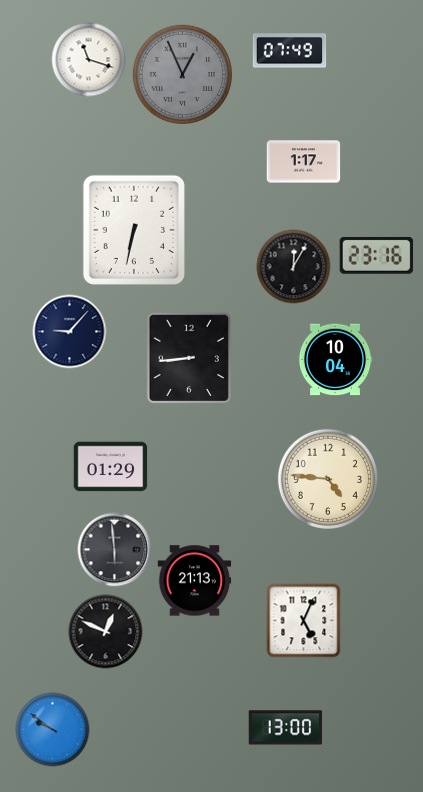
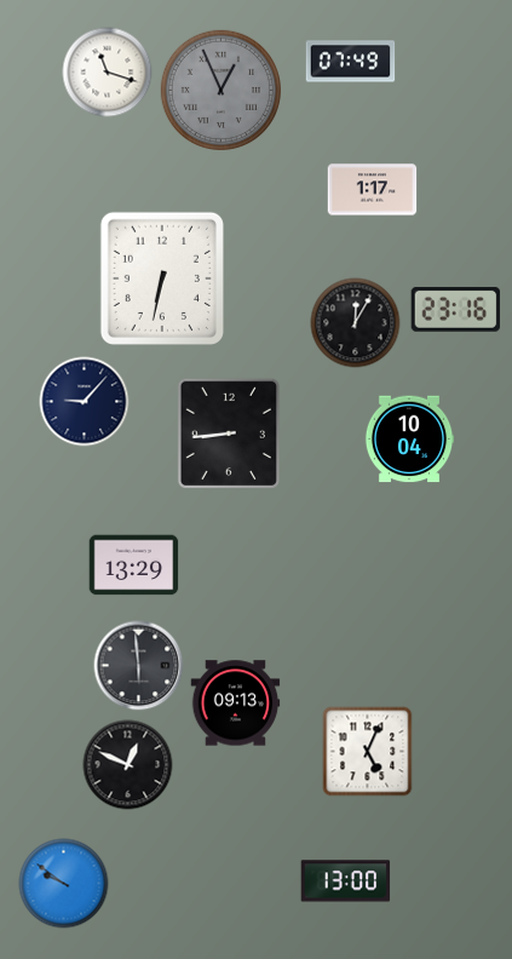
clock at (304, 162) position: (304, 162) -> (373, 190)
clock at (335, 360) position: (335, 360) -> (409, 440)
clock at (111, 467): 01:29 -> 13:29
clock at (328, 479): 4:46 -> none
clock at (195, 581): 21:13 -> 09:13
